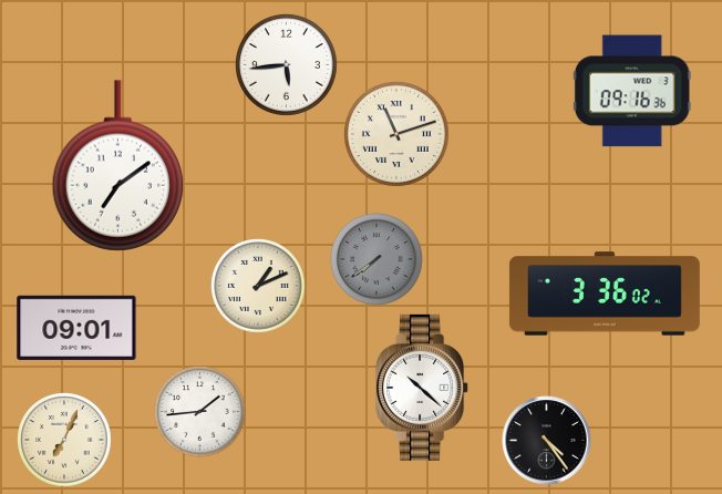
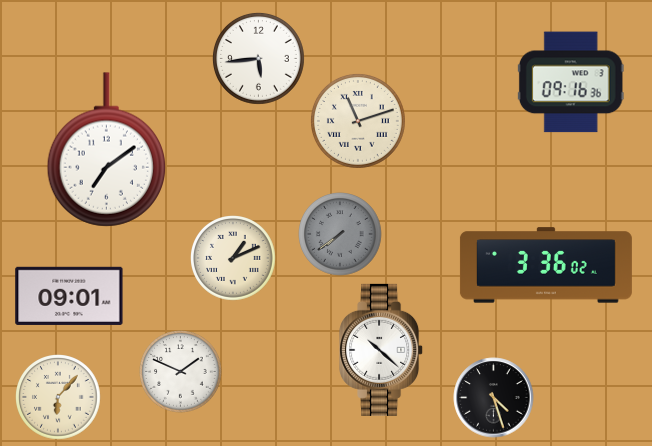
clock at (200, 412): 1:44 -> 1:49
clock at (65, 441): 7:04 -> 6:07
clock at (547, 441): 4:24 -> 4:27
